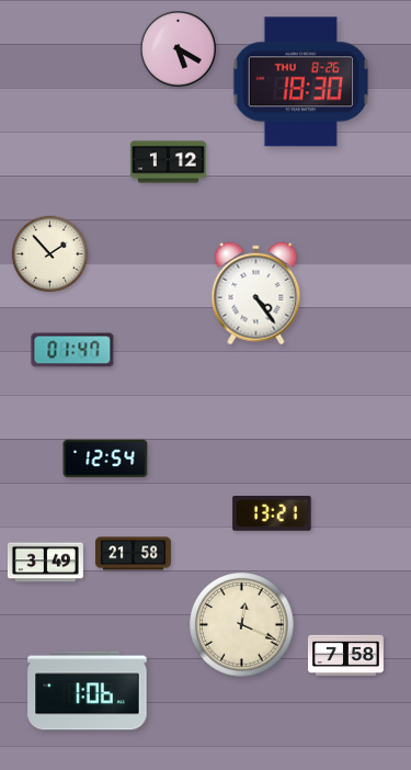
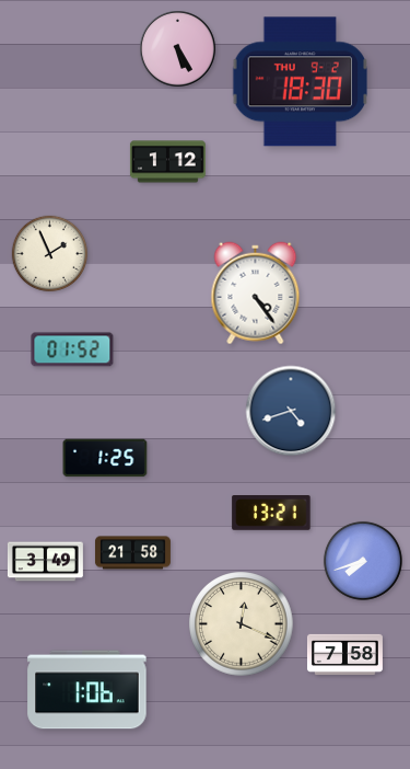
clock at (179, 49): 5:20 -> 5:25
clock at (300, 82) date: THU 8-26 -> THU 9-2
clock at (50, 254): 1:53 -> 1:56
clock at (72, 350): 01:47 -> 01:52
clock at (291, 411): none -> 4:42
clock at (105, 458): 12:54 -> 1:25
clock at (363, 561): none -> 7:42
